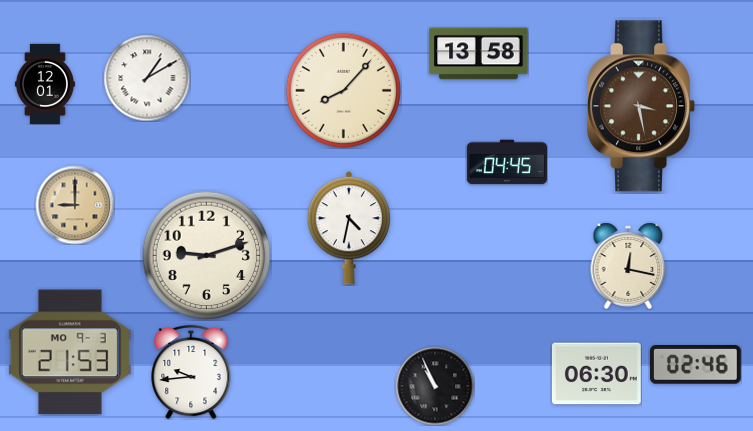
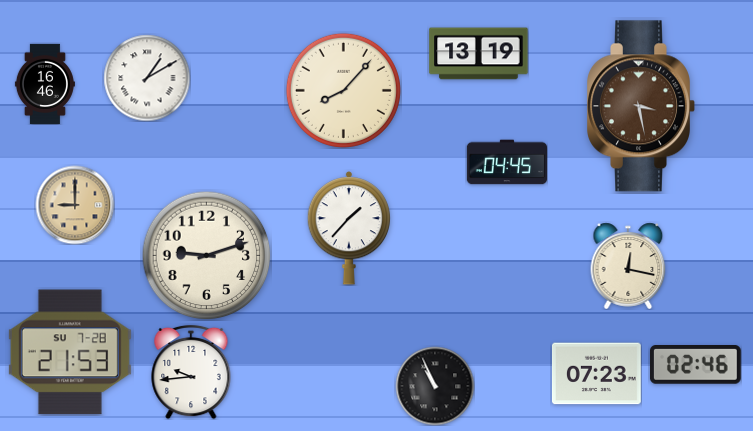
clock at (479, 54): 13:58 -> 13:19
clock at (45, 83): 12:01 -> 16:46
clock at (349, 228): 4:32 -> 1:37
clock at (70, 352) date: MO 9-3 -> SU 7-28
clock at (596, 374): 06:30 -> 07:23
